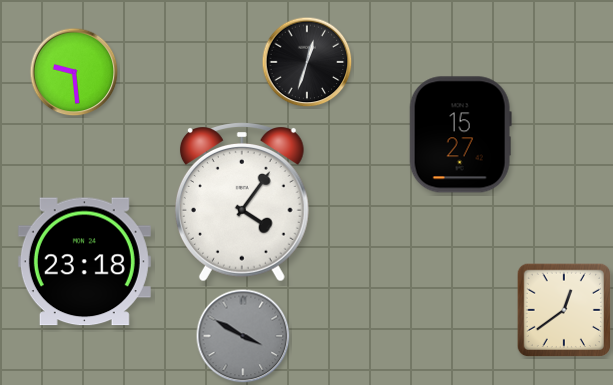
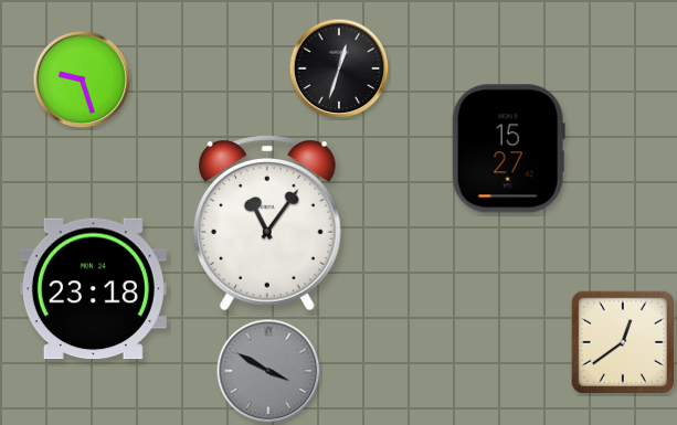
clock at (74, 72): 9:29 -> 9:27
clock at (242, 202): 4:06 -> 11:06
